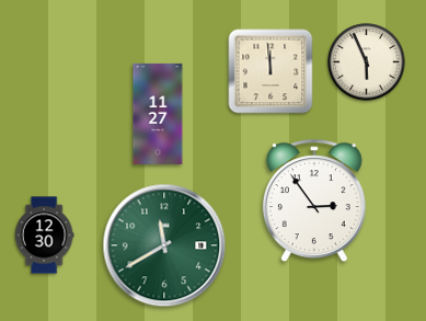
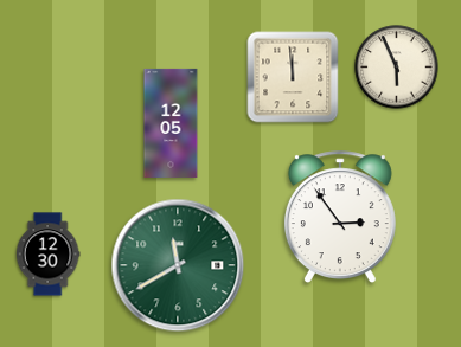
clock at (158, 114): 11:27 -> 12:05
